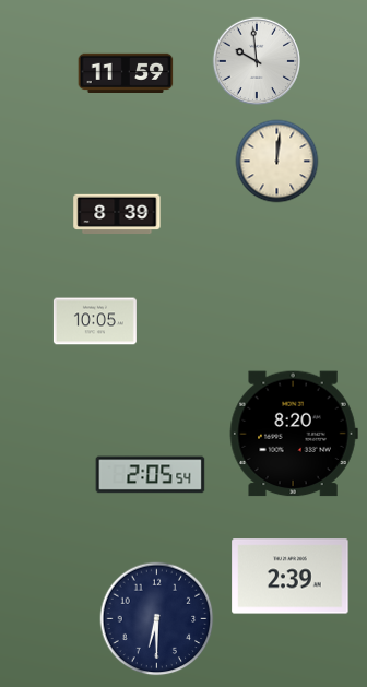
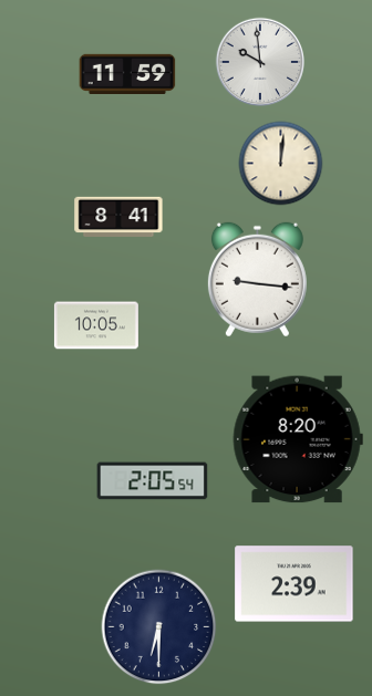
clock at (117, 214): 8:39 -> 8:41
clock at (257, 280): none -> 9:16
